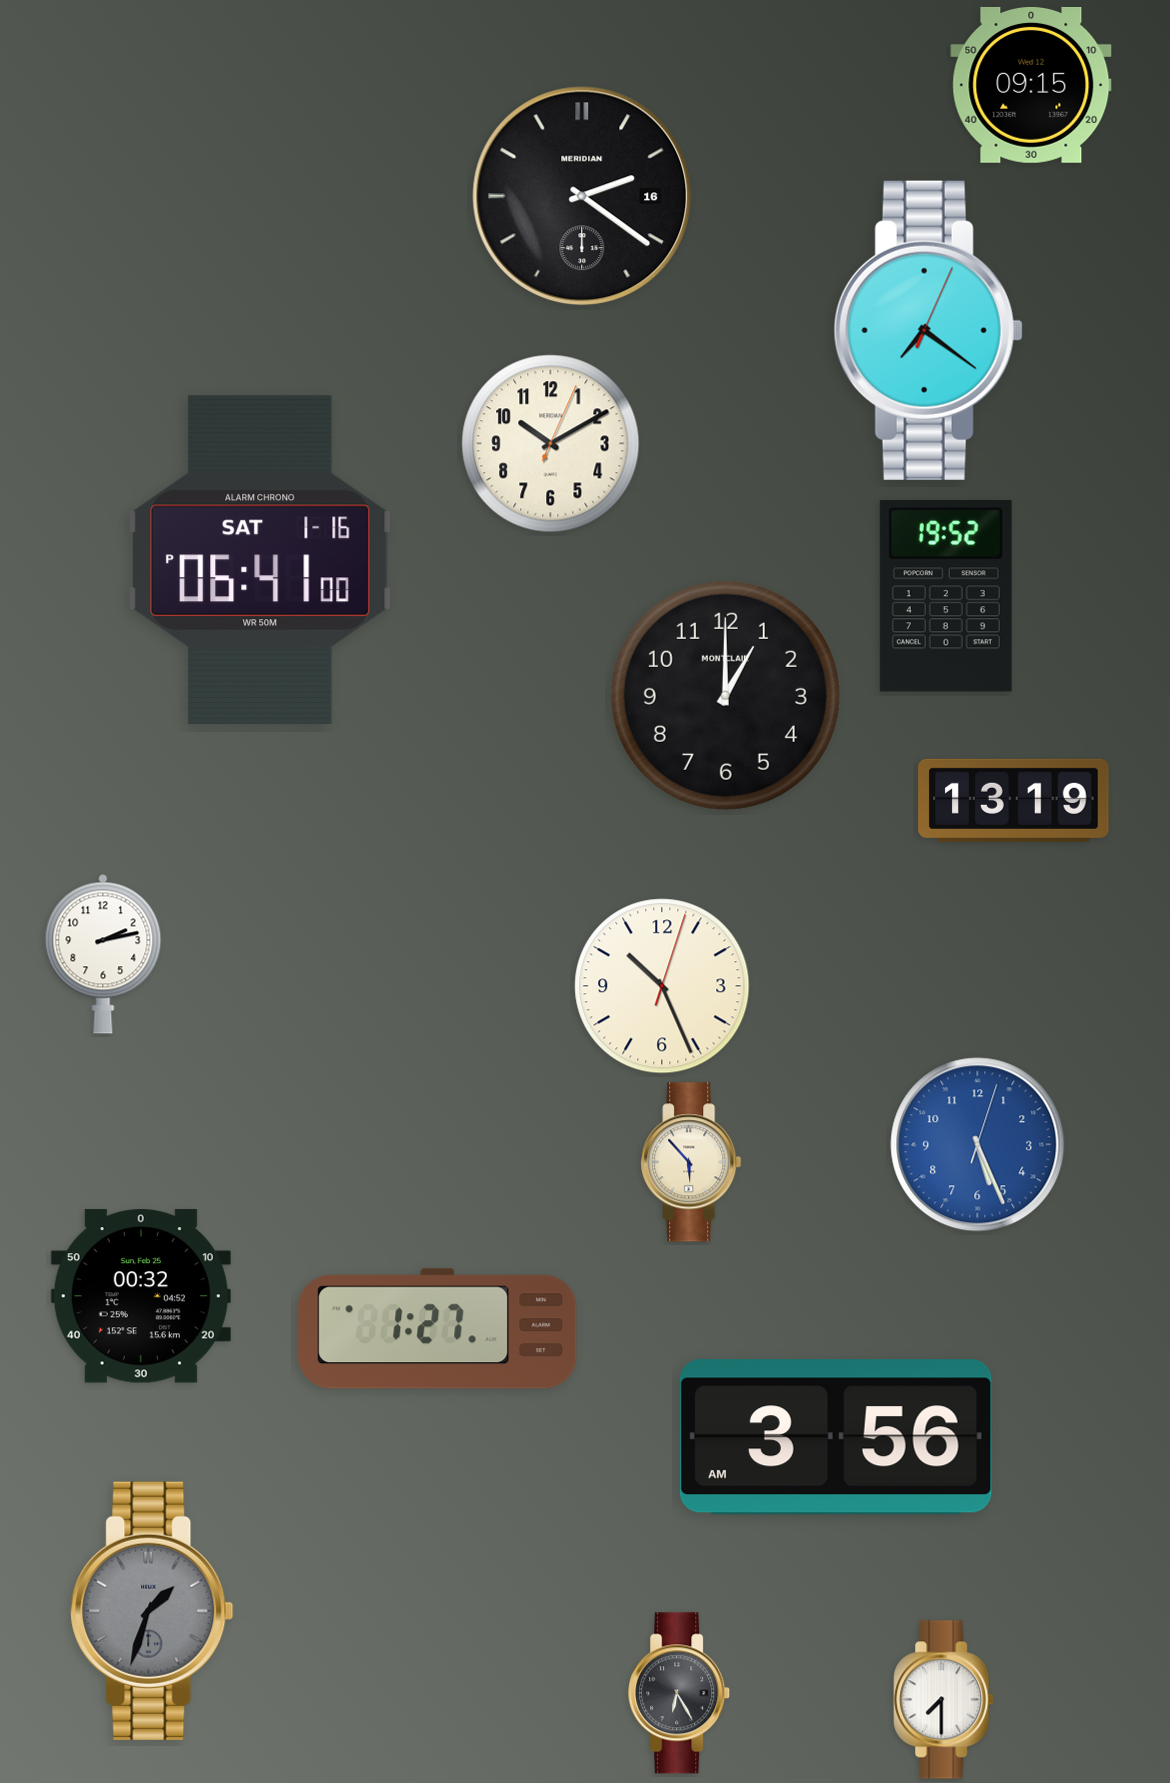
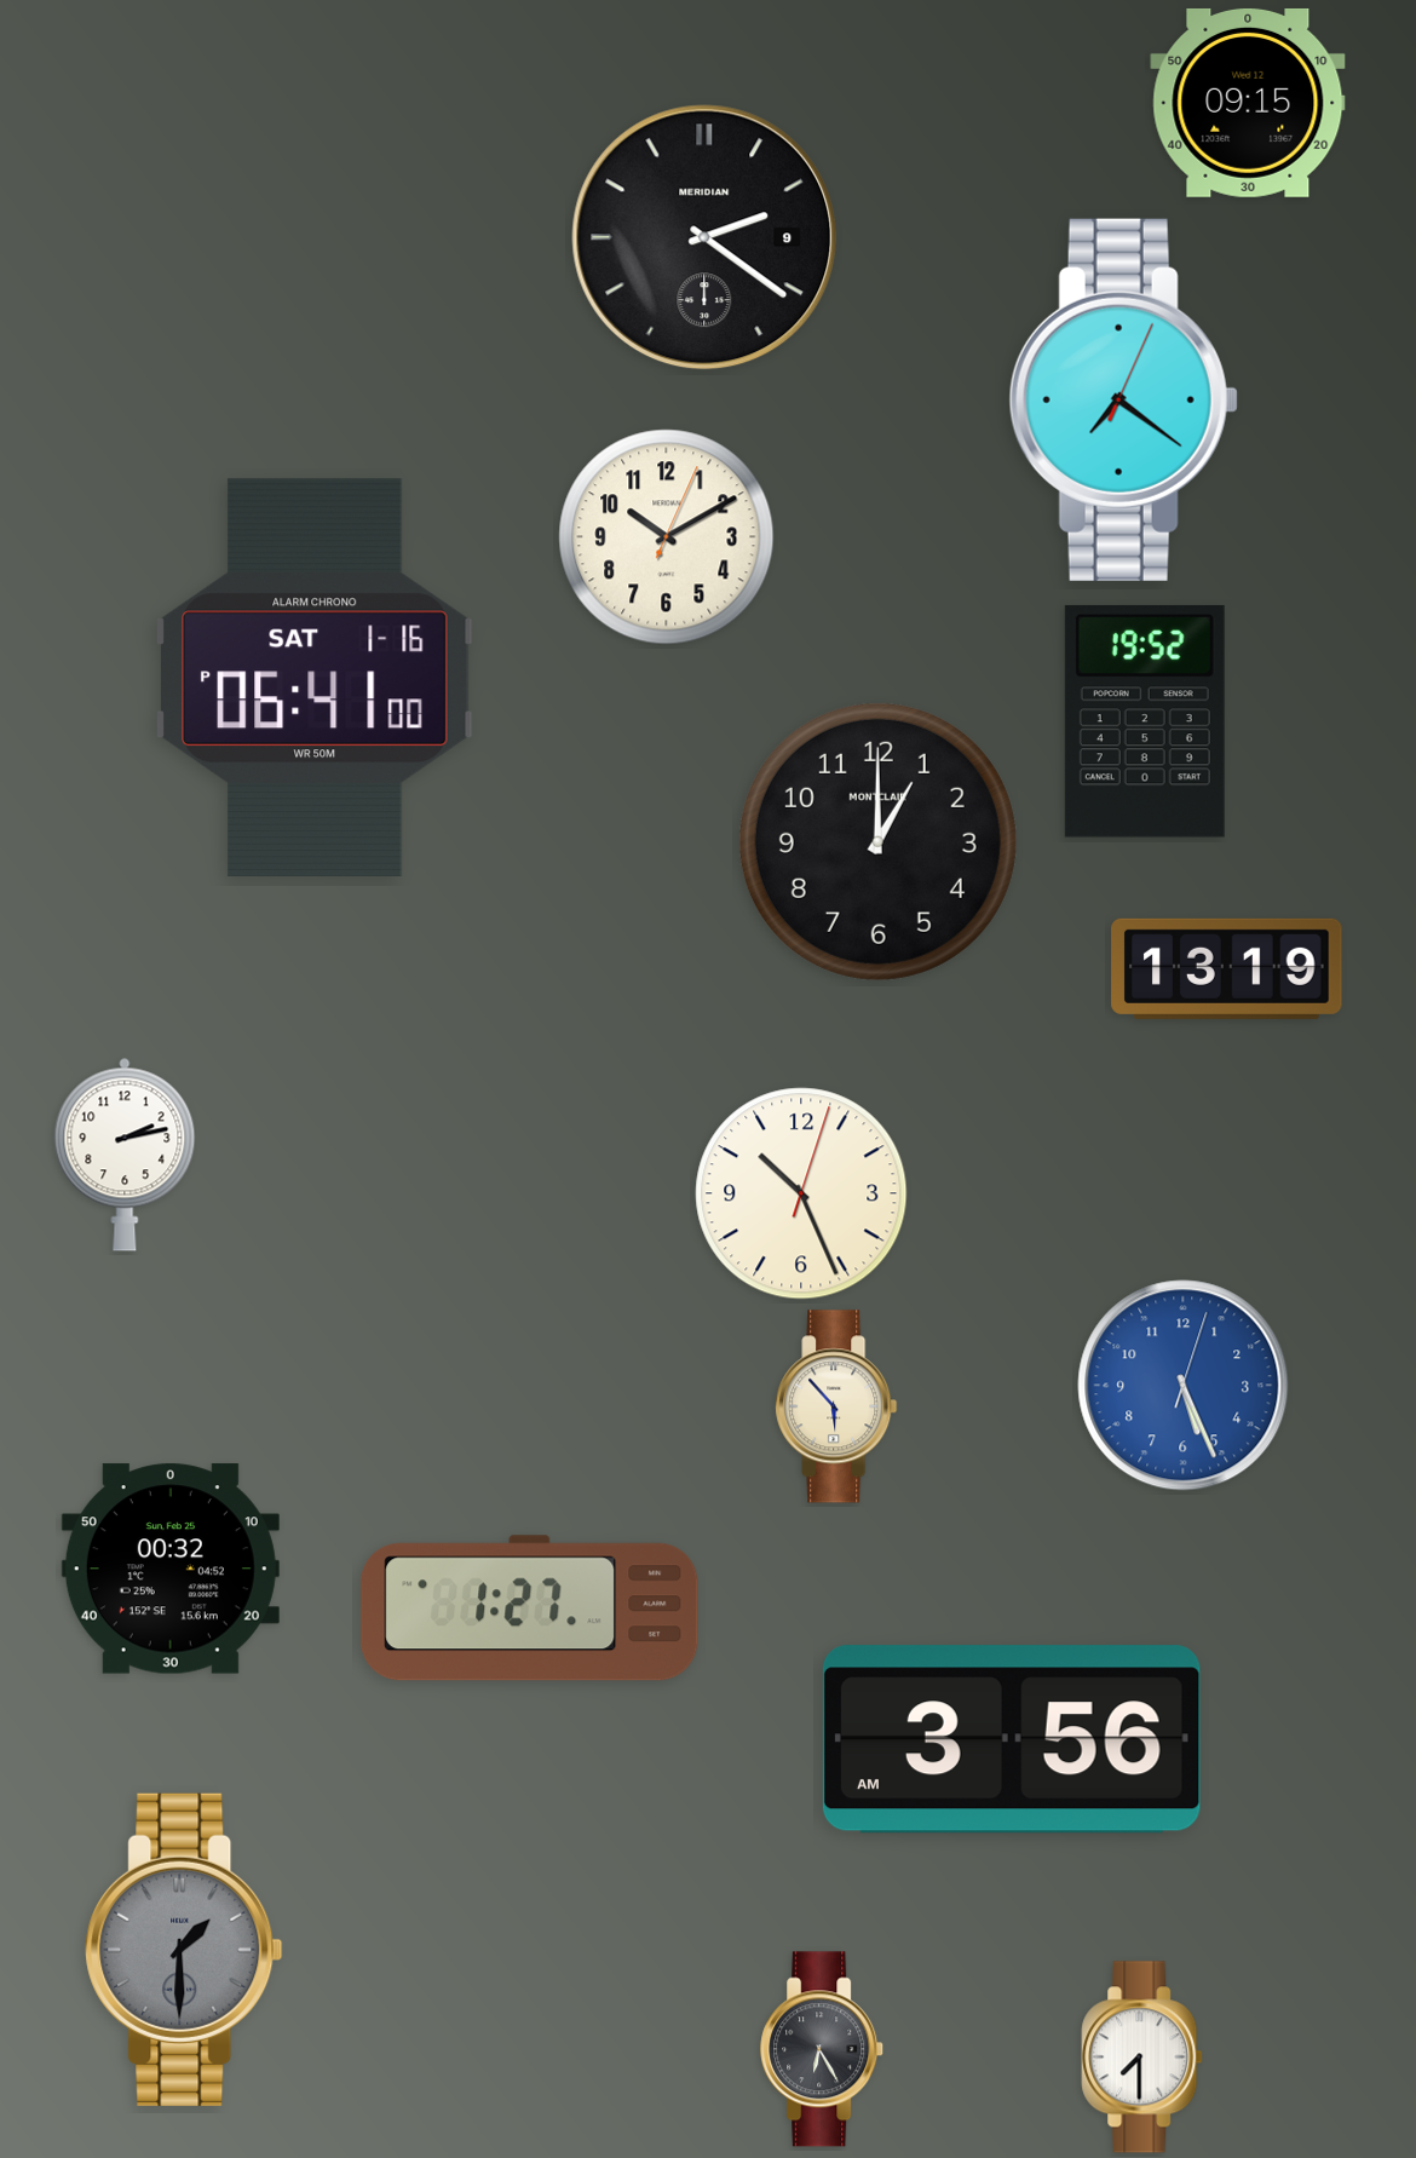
clock at (582, 196) date: 16 -> 9
clock at (152, 1611): 1:33 -> 1:30
